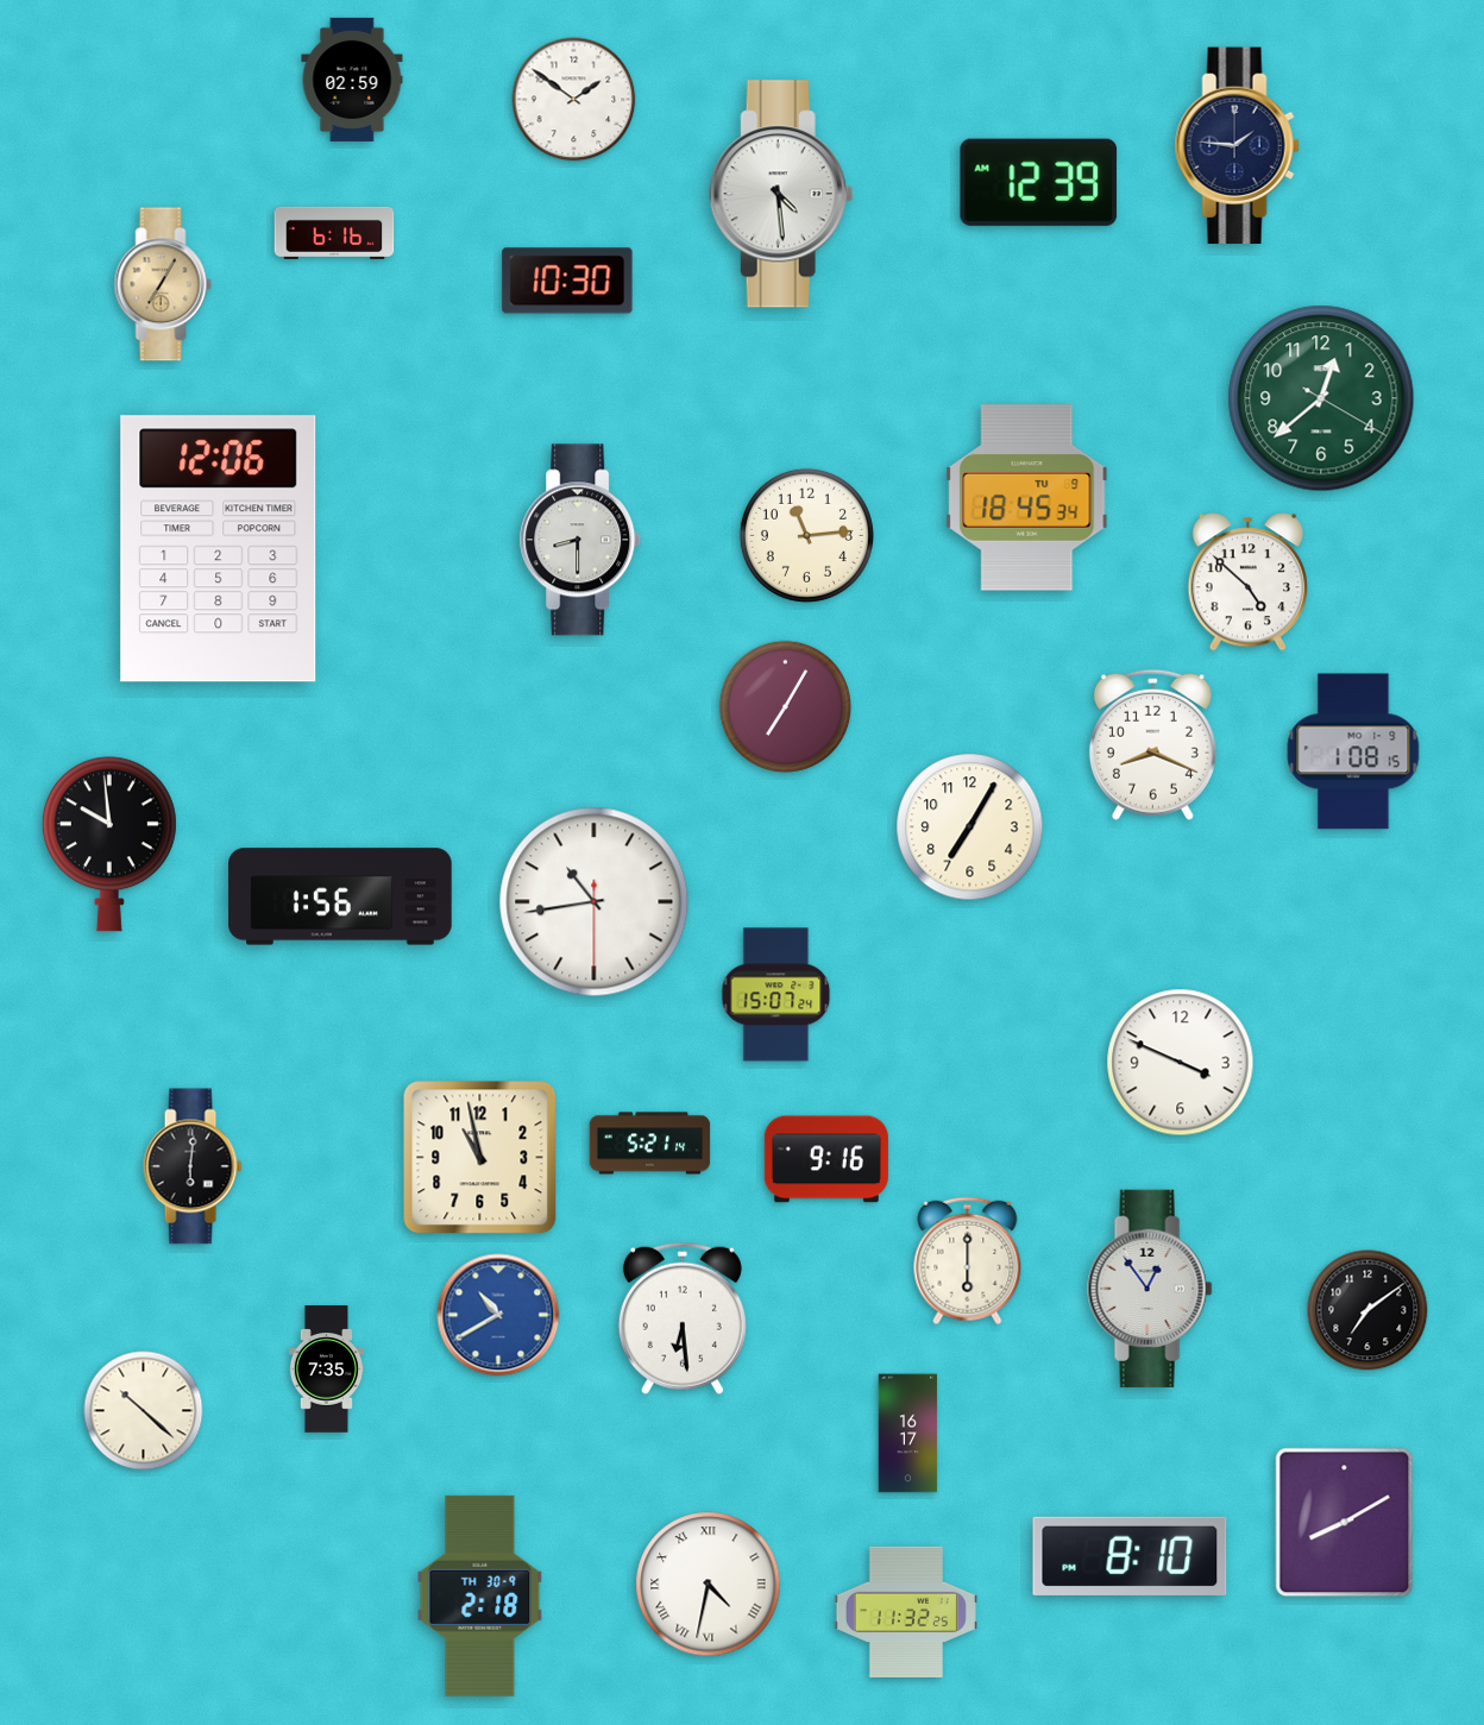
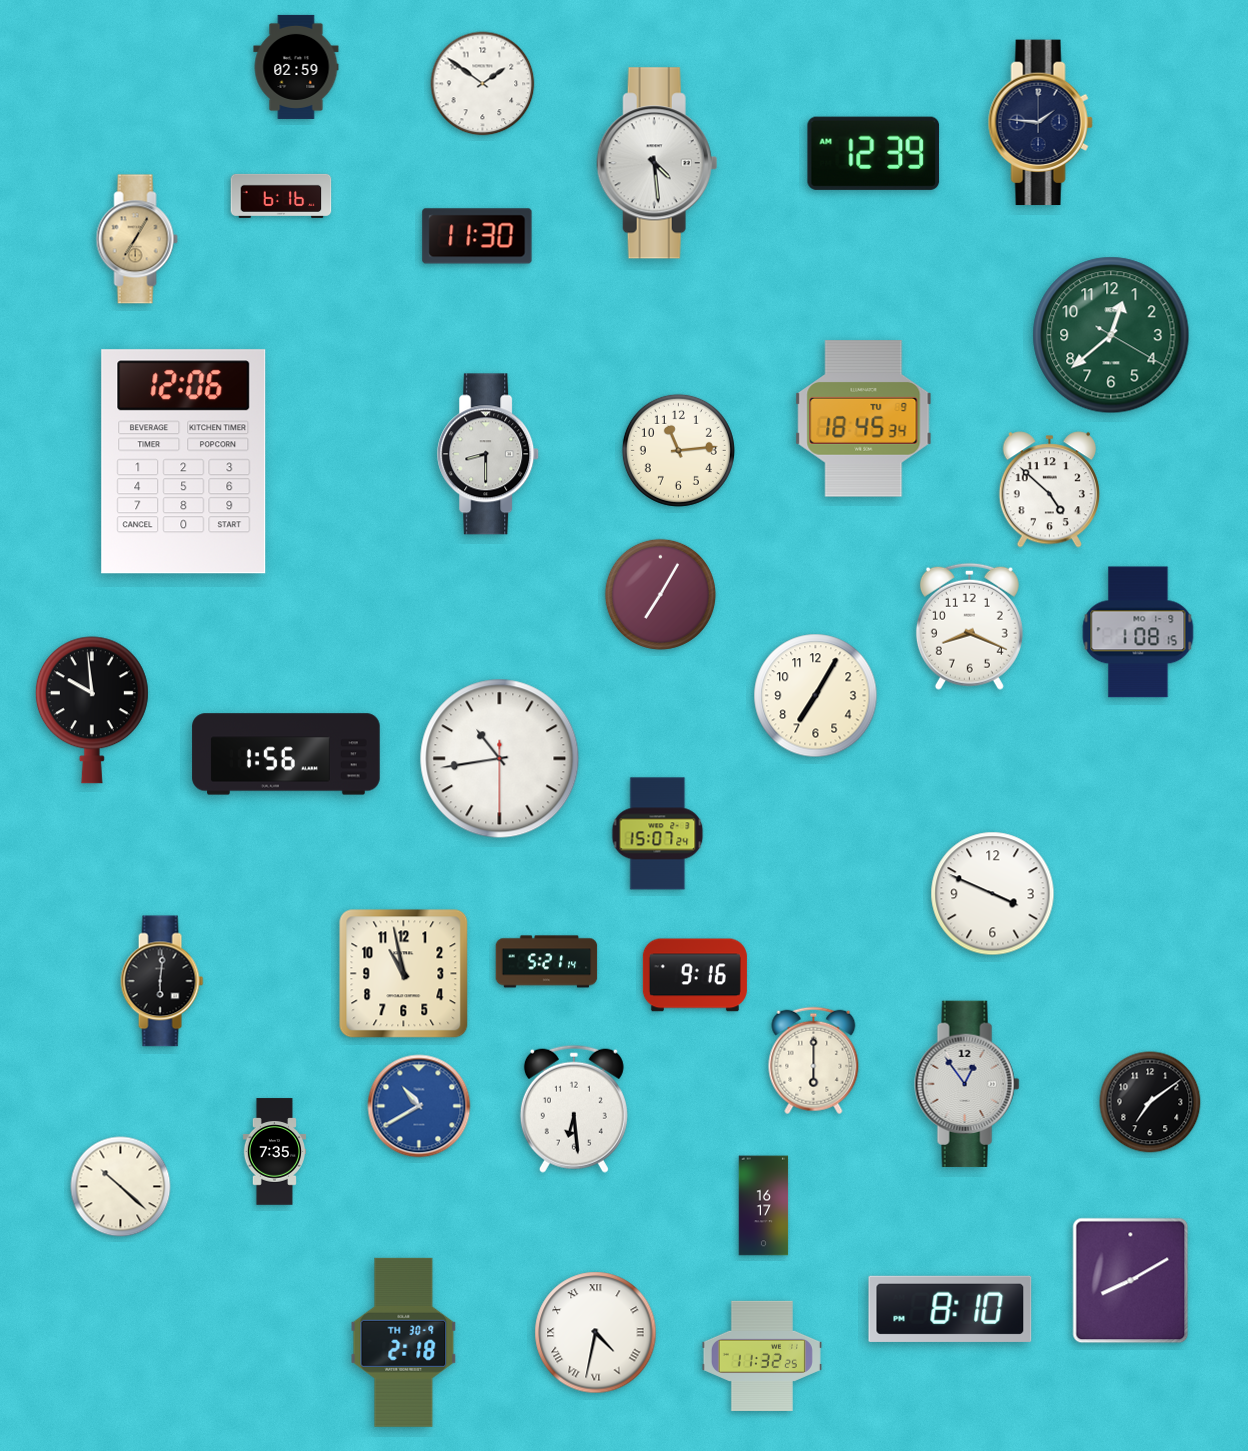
clock at (567, 281): 10:30 -> 11:30
clock at (776, 995) position: (776, 995) -> (658, 834)
